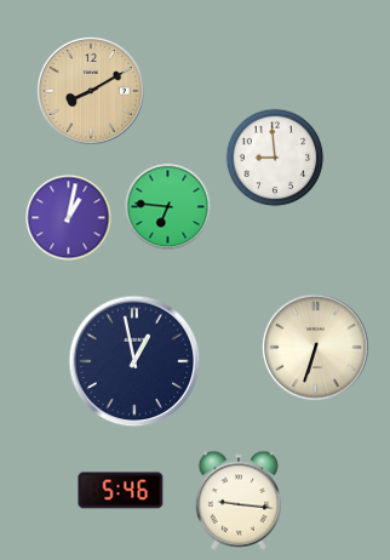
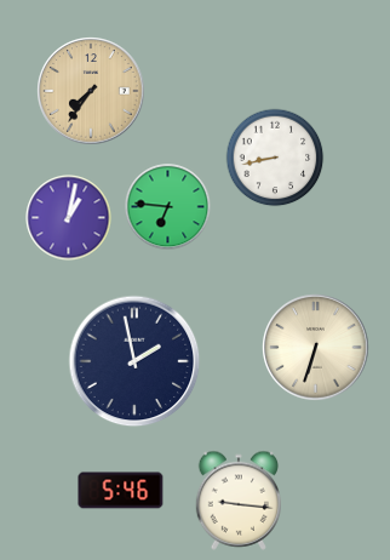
clock at (91, 91): 8:10 -> 7:36
clock at (275, 158): 8:59 -> 8:43
clock at (134, 361): 12:58 -> 1:58
